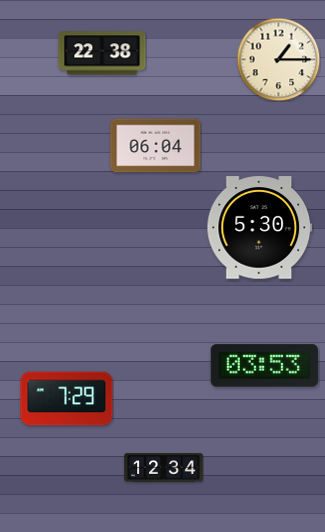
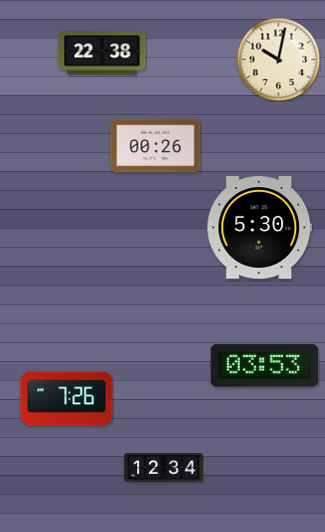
clock at (278, 59): 1:15 -> 10:02
clock at (156, 146): 06:04 -> 00:26
clock at (67, 399): 7:29 -> 7:26
